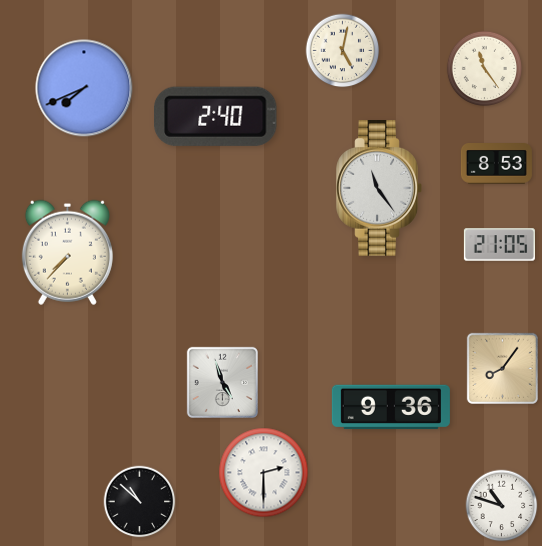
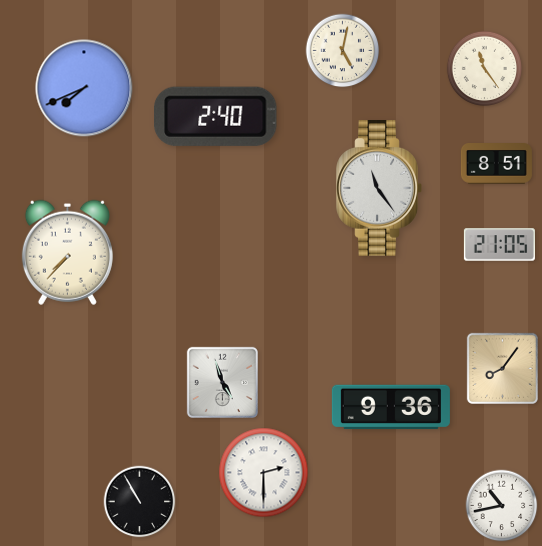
clock at (496, 164): 8:53 -> 8:51
clock at (140, 502): 10:52 -> 10:55
clock at (502, 506): 10:48 -> 10:43
